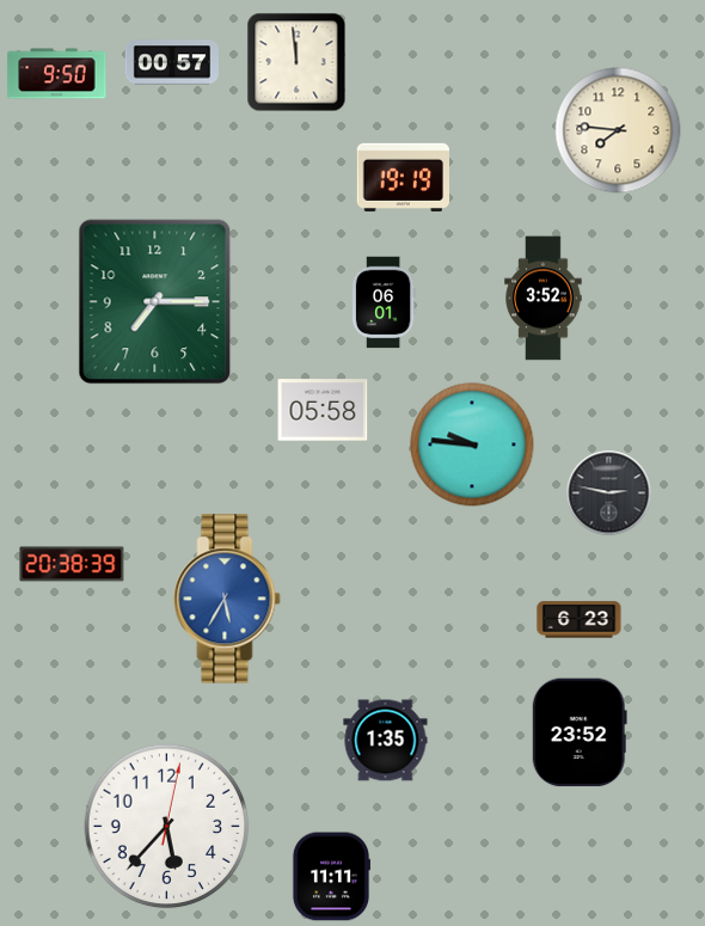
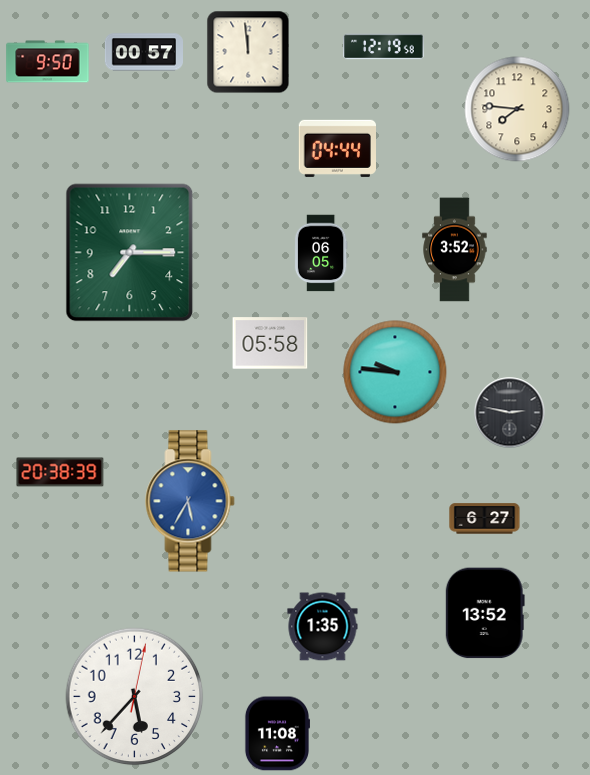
clock at (384, 47): none -> 12:19
clock at (403, 177): 19:19 -> 04:44
clock at (384, 302): 06:01 -> 06:05
clock at (580, 620): 6:23 -> 6:27
clock at (580, 732): 23:52 -> 13:52
clock at (386, 741) position: (386, 741) -> (323, 627)
clock at (167, 827) position: (167, 827) -> (135, 697)
clock at (330, 877): 11:11 -> 11:08
